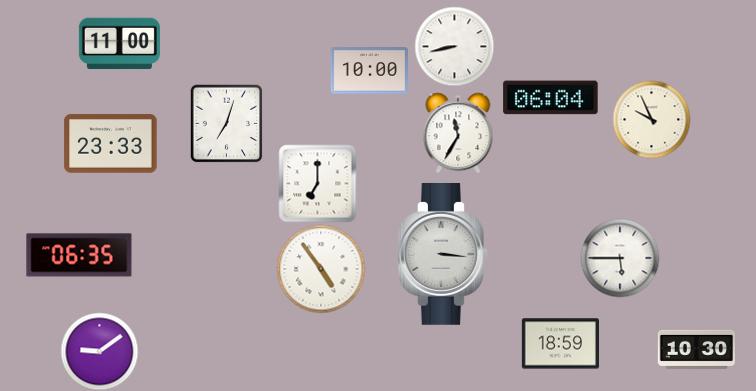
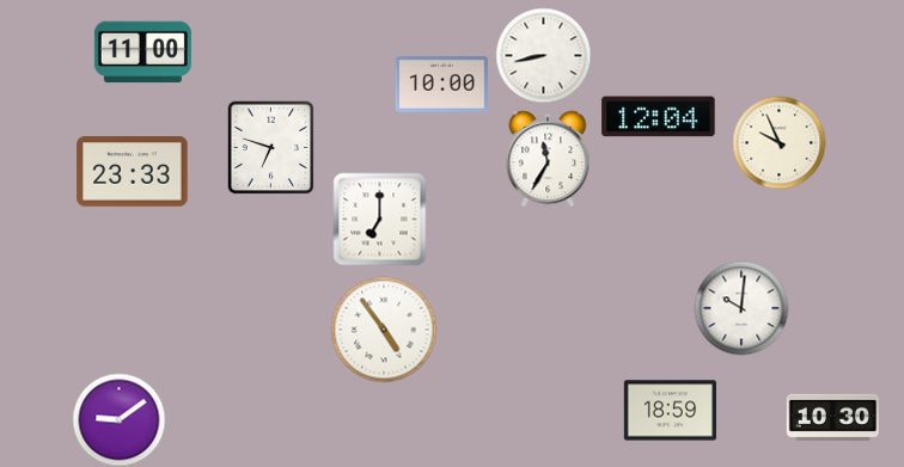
clock at (551, 98): 06:04 -> 12:04
clock at (227, 123): 7:03 -> 6:48
clock at (444, 254): 3:16 -> none
clock at (79, 255): 06:35 -> none
clock at (620, 258): 5:45 -> 10:01
clock at (321, 269) position: (321, 269) -> (384, 330)
